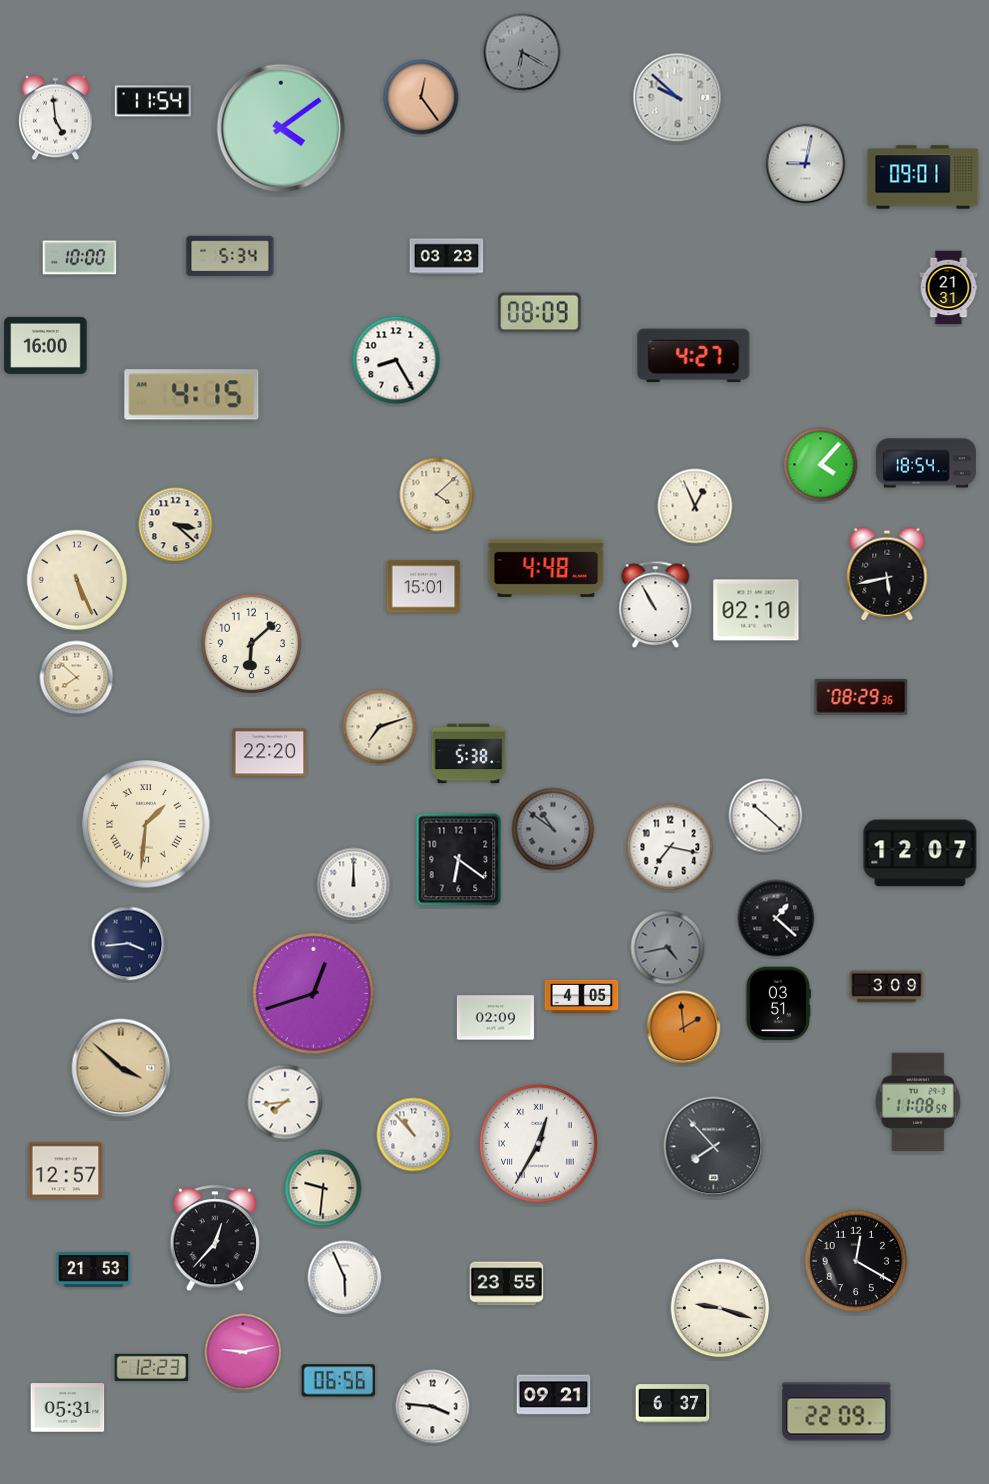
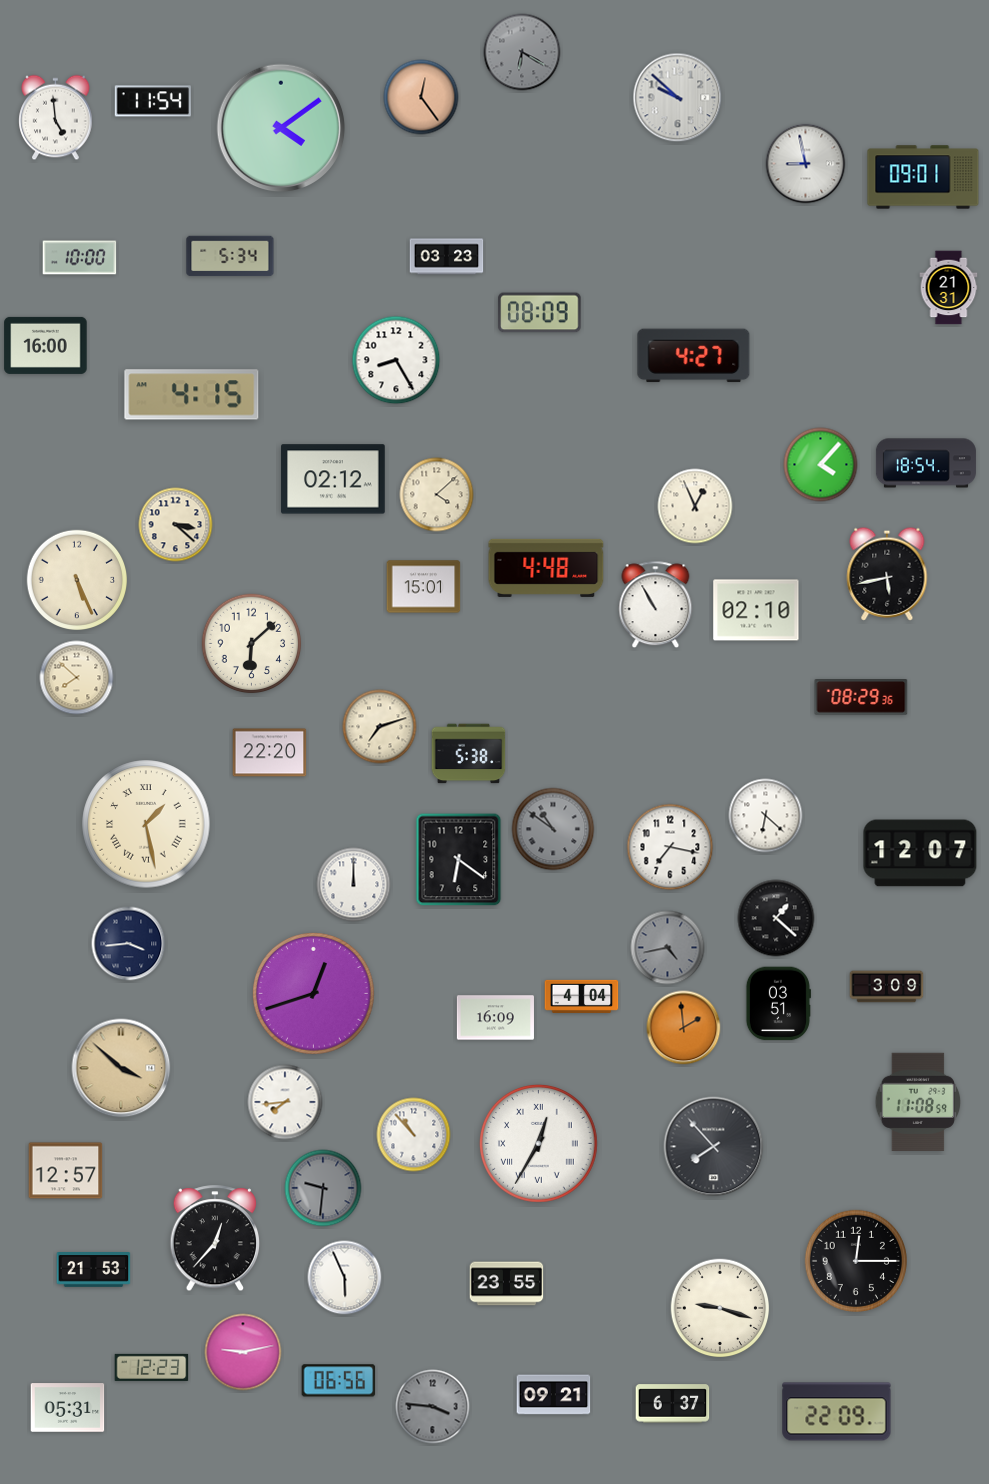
clock at (806, 164): 9:02 -> 8:58
clock at (333, 479): none -> 02:12
clock at (766, 816): 10:22 -> 6:22
clock at (146, 824): 1:31 -> 1:28
clock at (582, 996): 4:05 -> 4:04
clock at (495, 1018): 02:09 -> 16:09
clock at (323, 1188) dial: cream -> grey
clock at (855, 1260): 12:20 -> 12:15
clock at (433, 1407) dial: white -> grey
